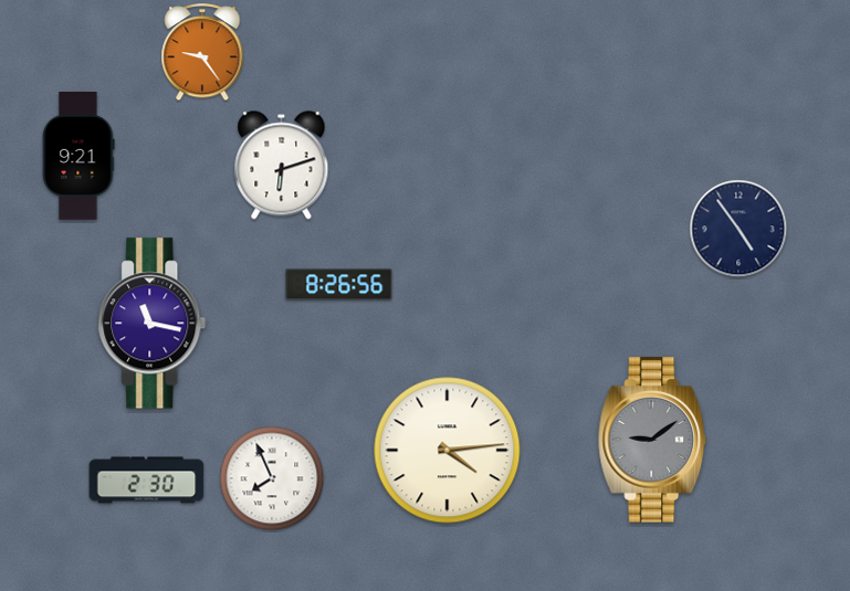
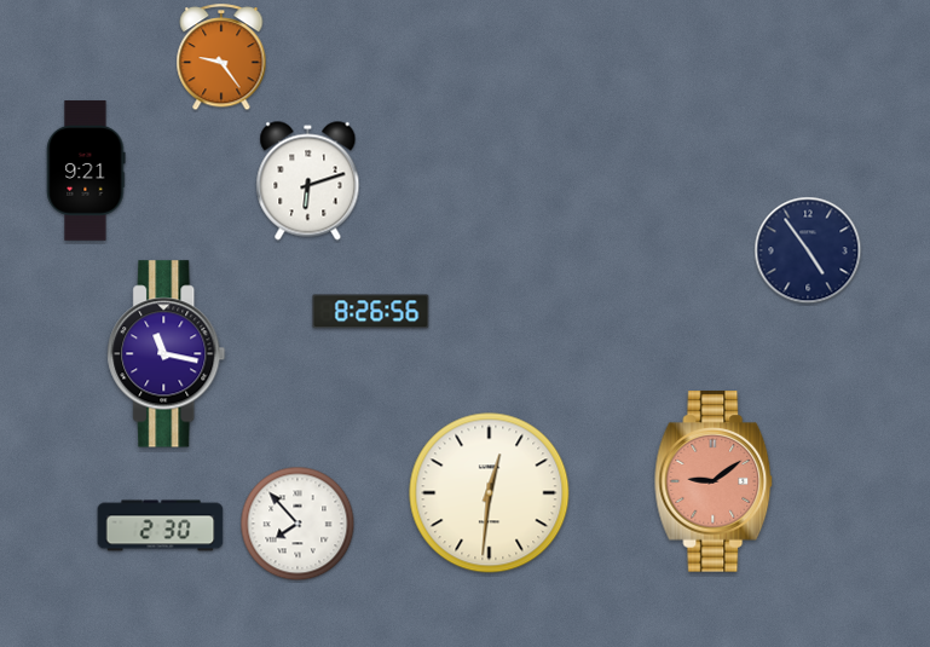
clock at (652, 440) dial: grey -> salmon
clock at (448, 451): 4:14 -> 12:31
clock at (272, 478): 7:56 -> 7:53
